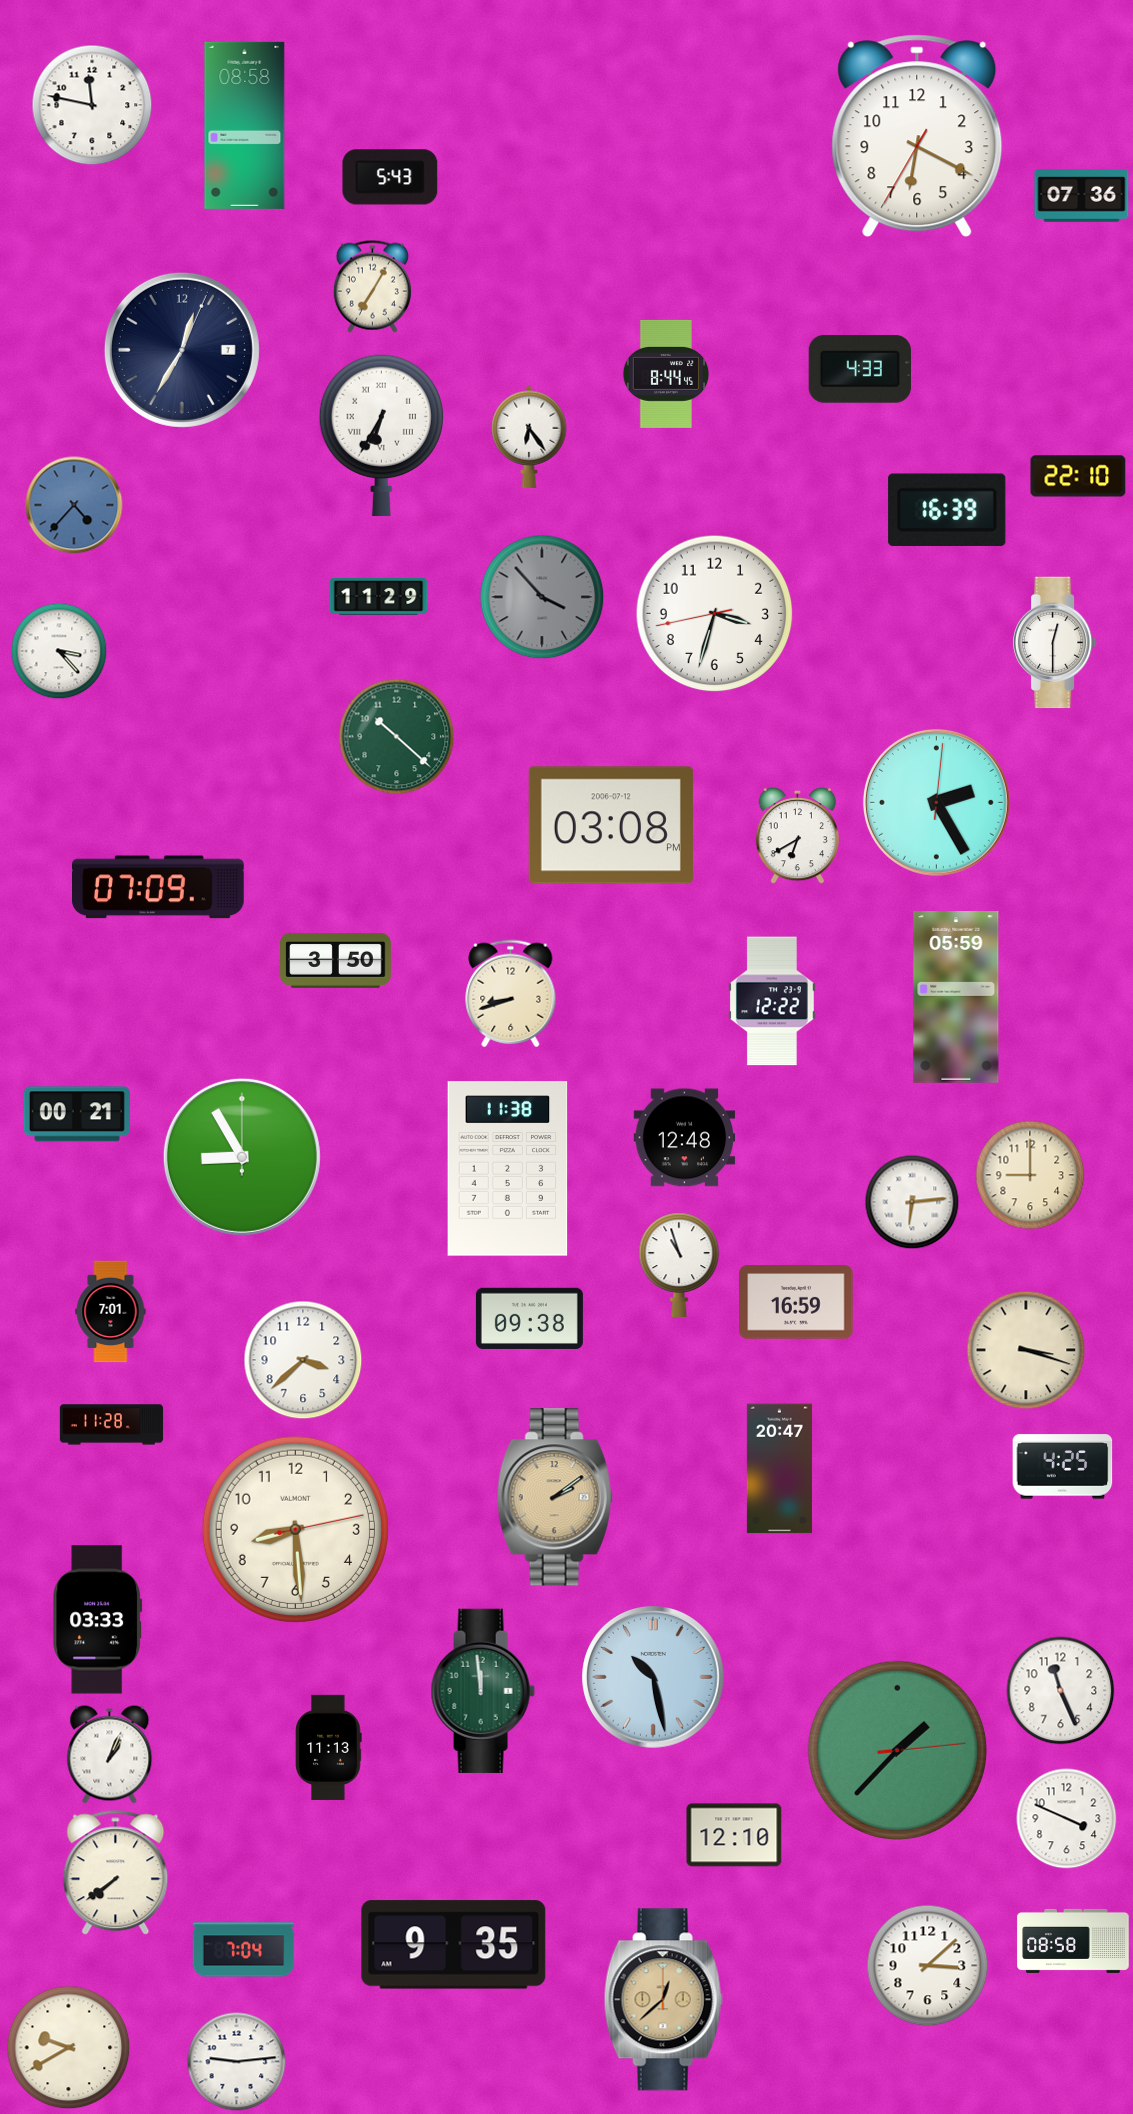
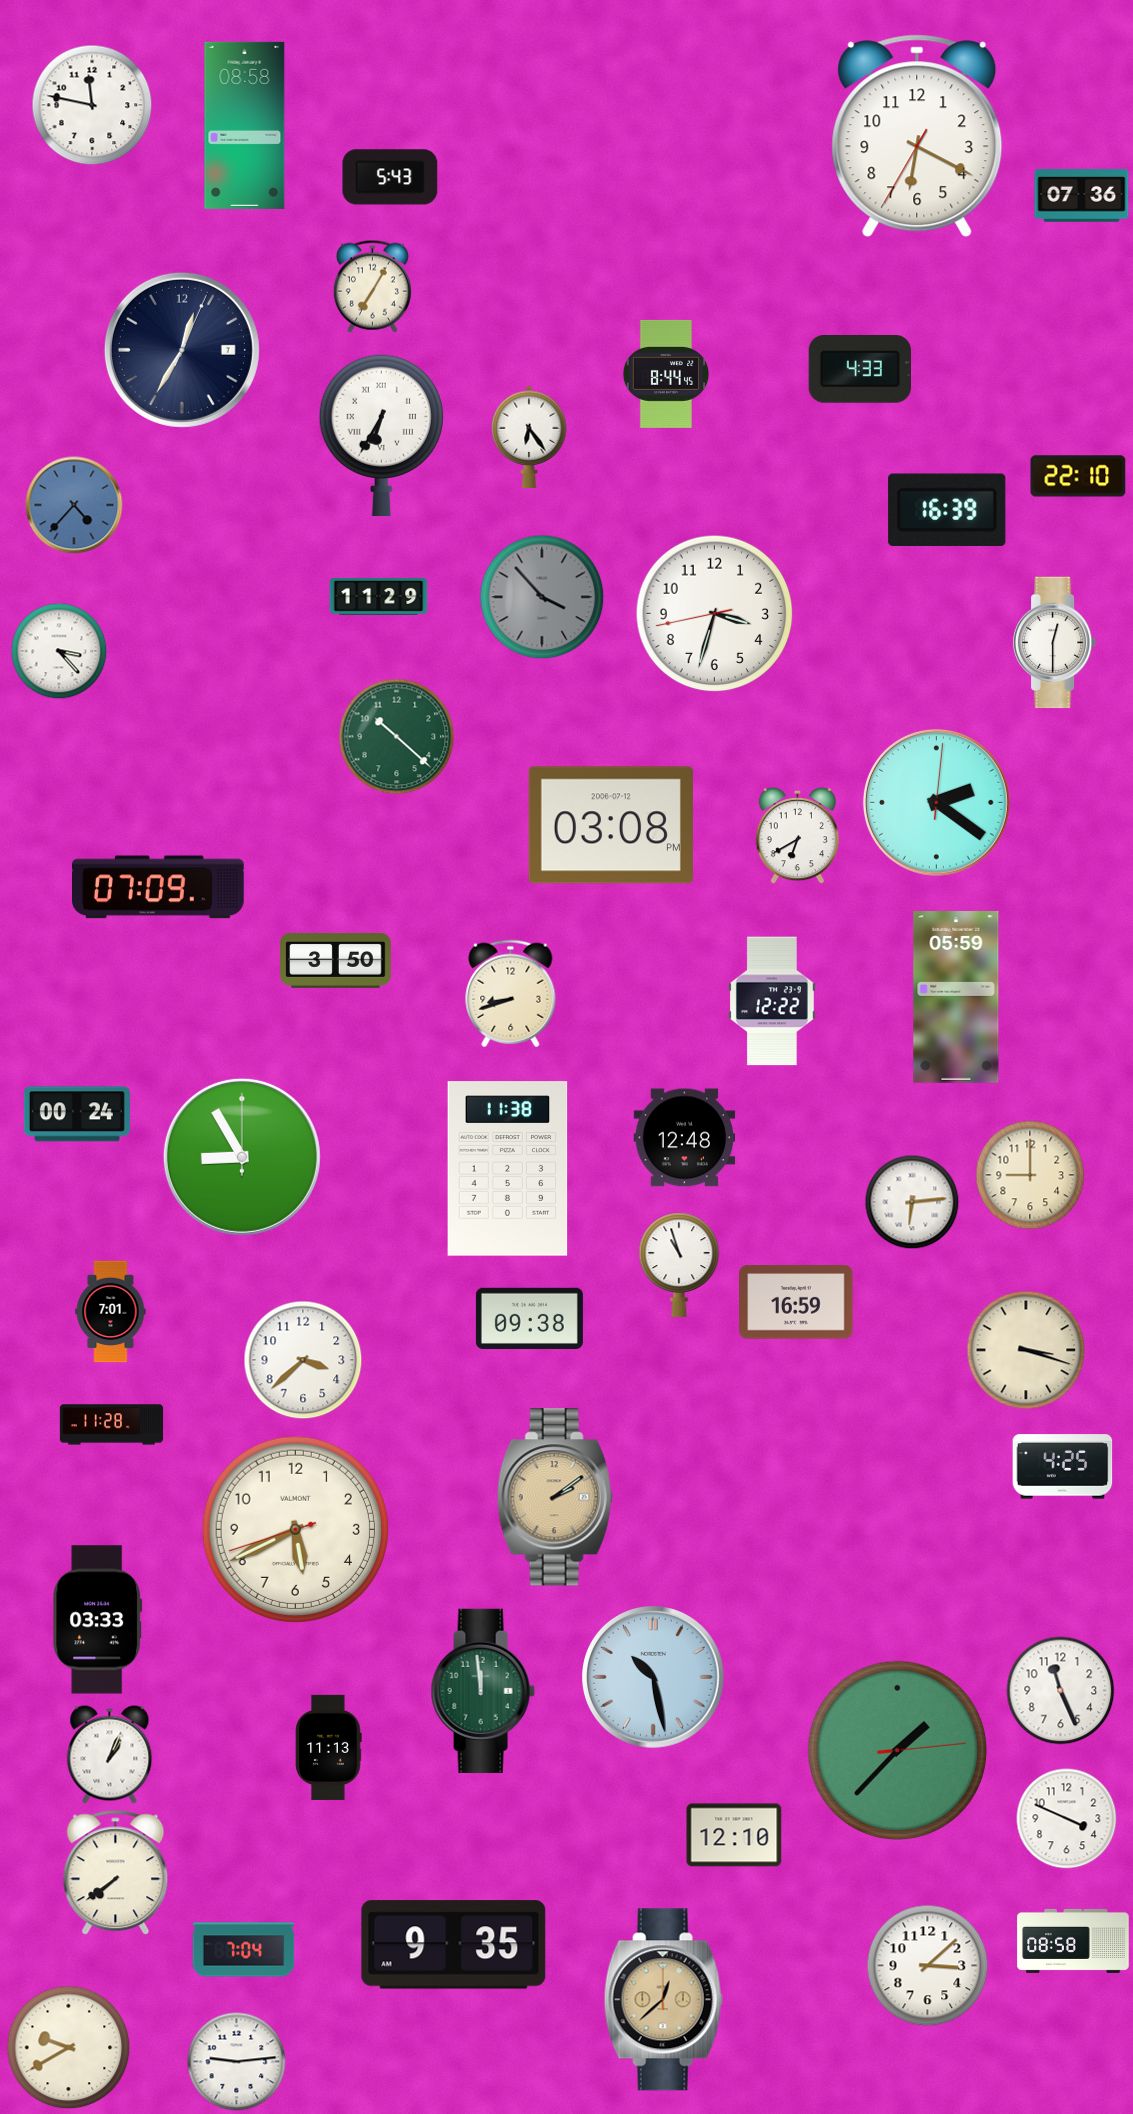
clock at (936, 802): 2:25 -> 2:21
clock at (77, 1114): 00:21 -> 00:24
clock at (779, 1469): 20:47 -> none
clock at (295, 1529): 8:29 -> 5:40
